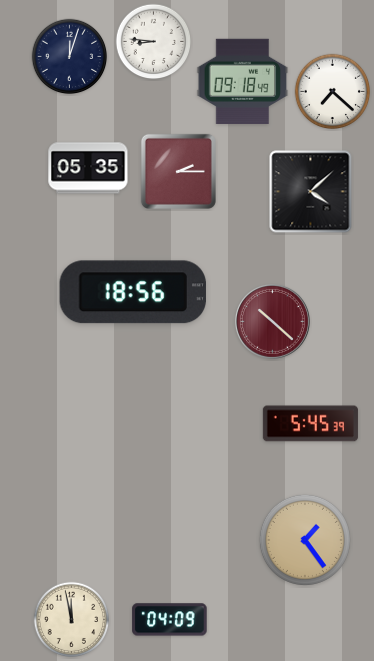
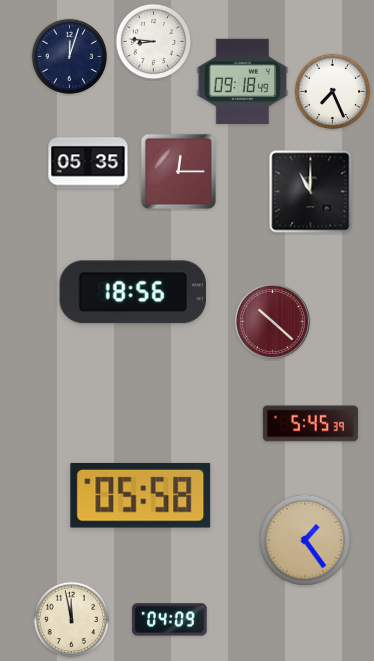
clock at (333, 92): 7:22 -> 7:26
clock at (88, 168) position: (88, 168) -> (88, 163)
clock at (178, 171): 2:15 -> 12:15
clock at (311, 192): 4:08 -> 11:00
clock at (141, 495): none -> 05:58
